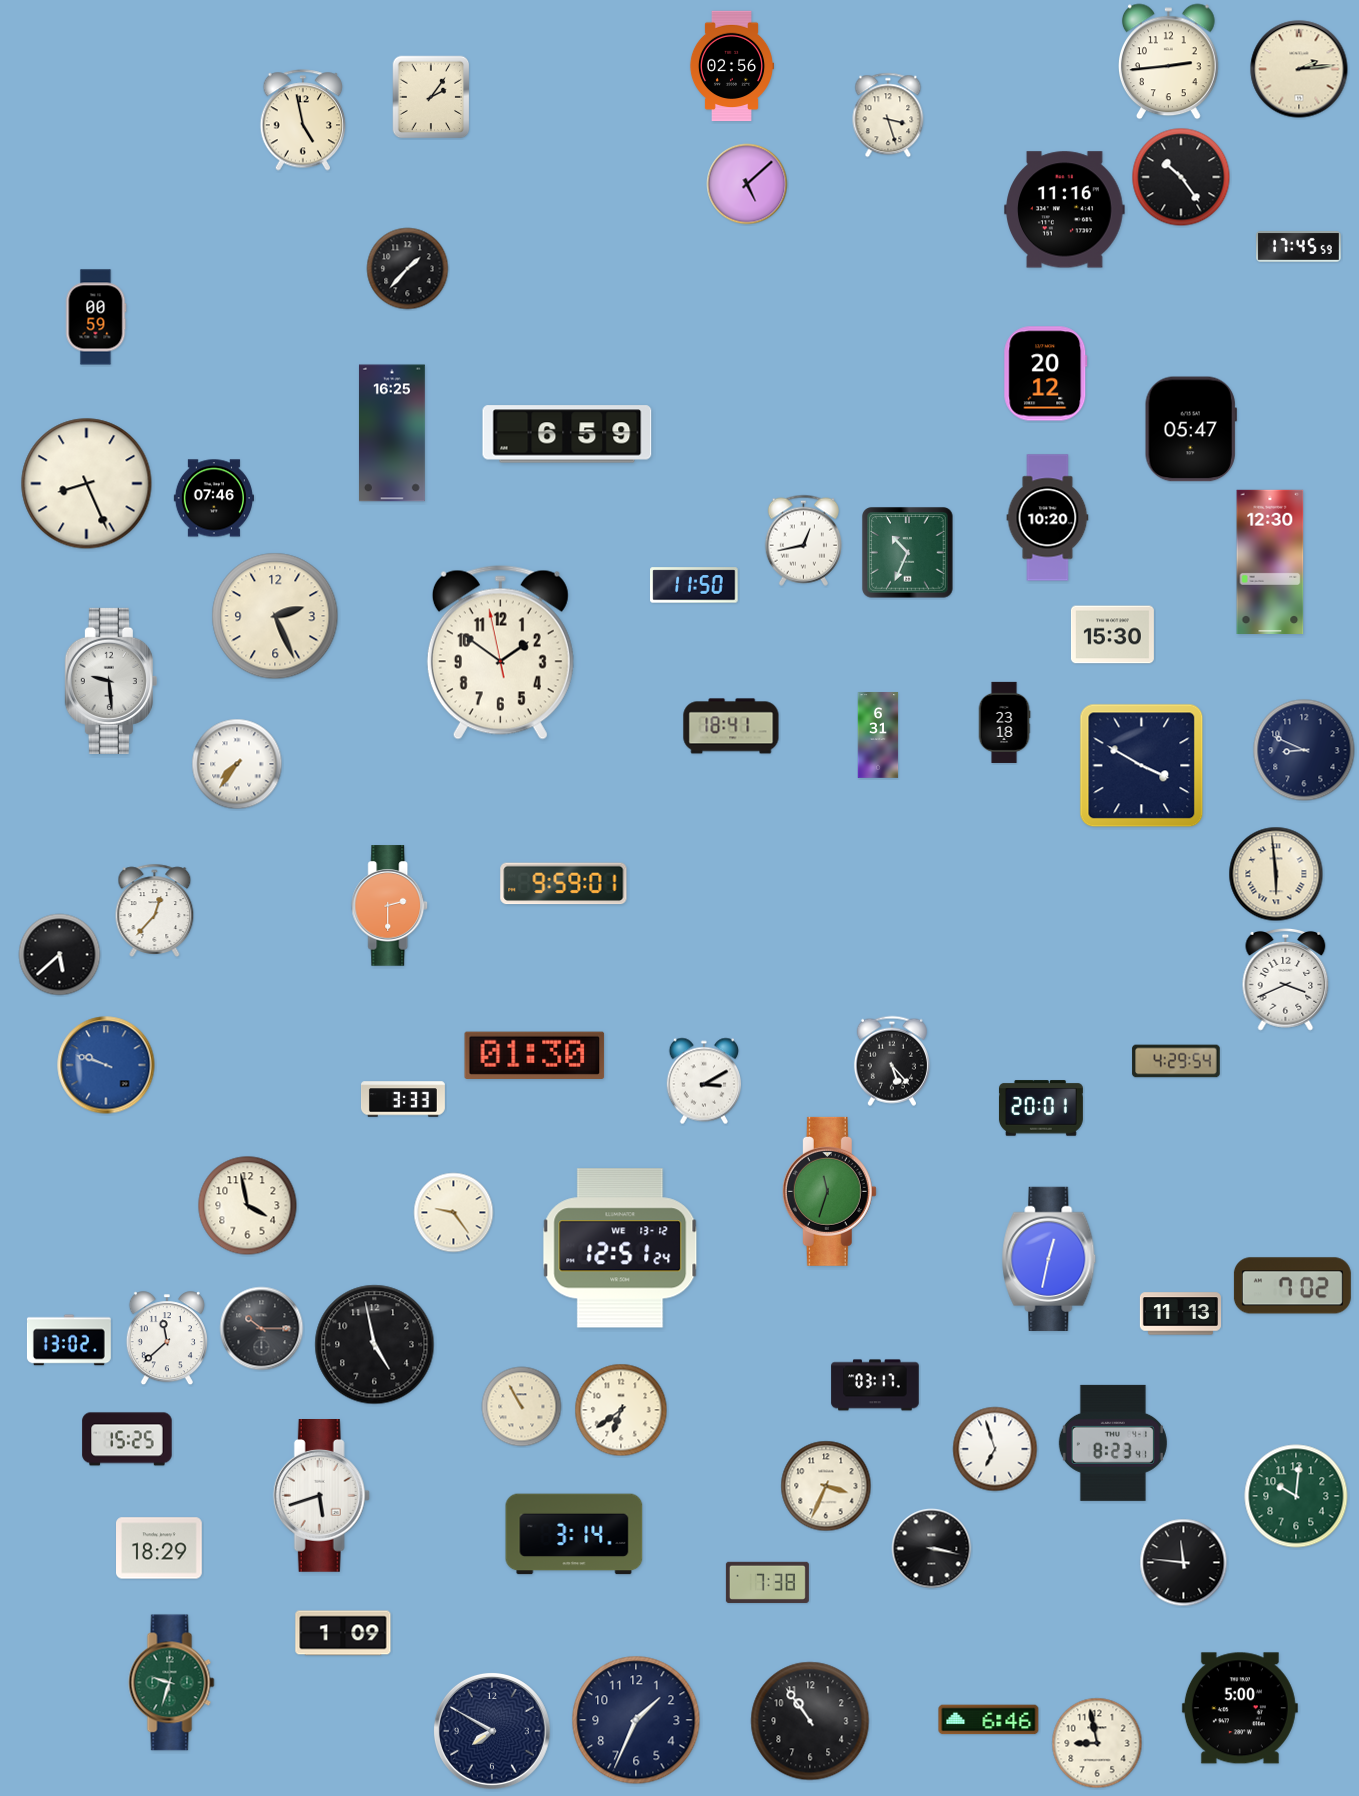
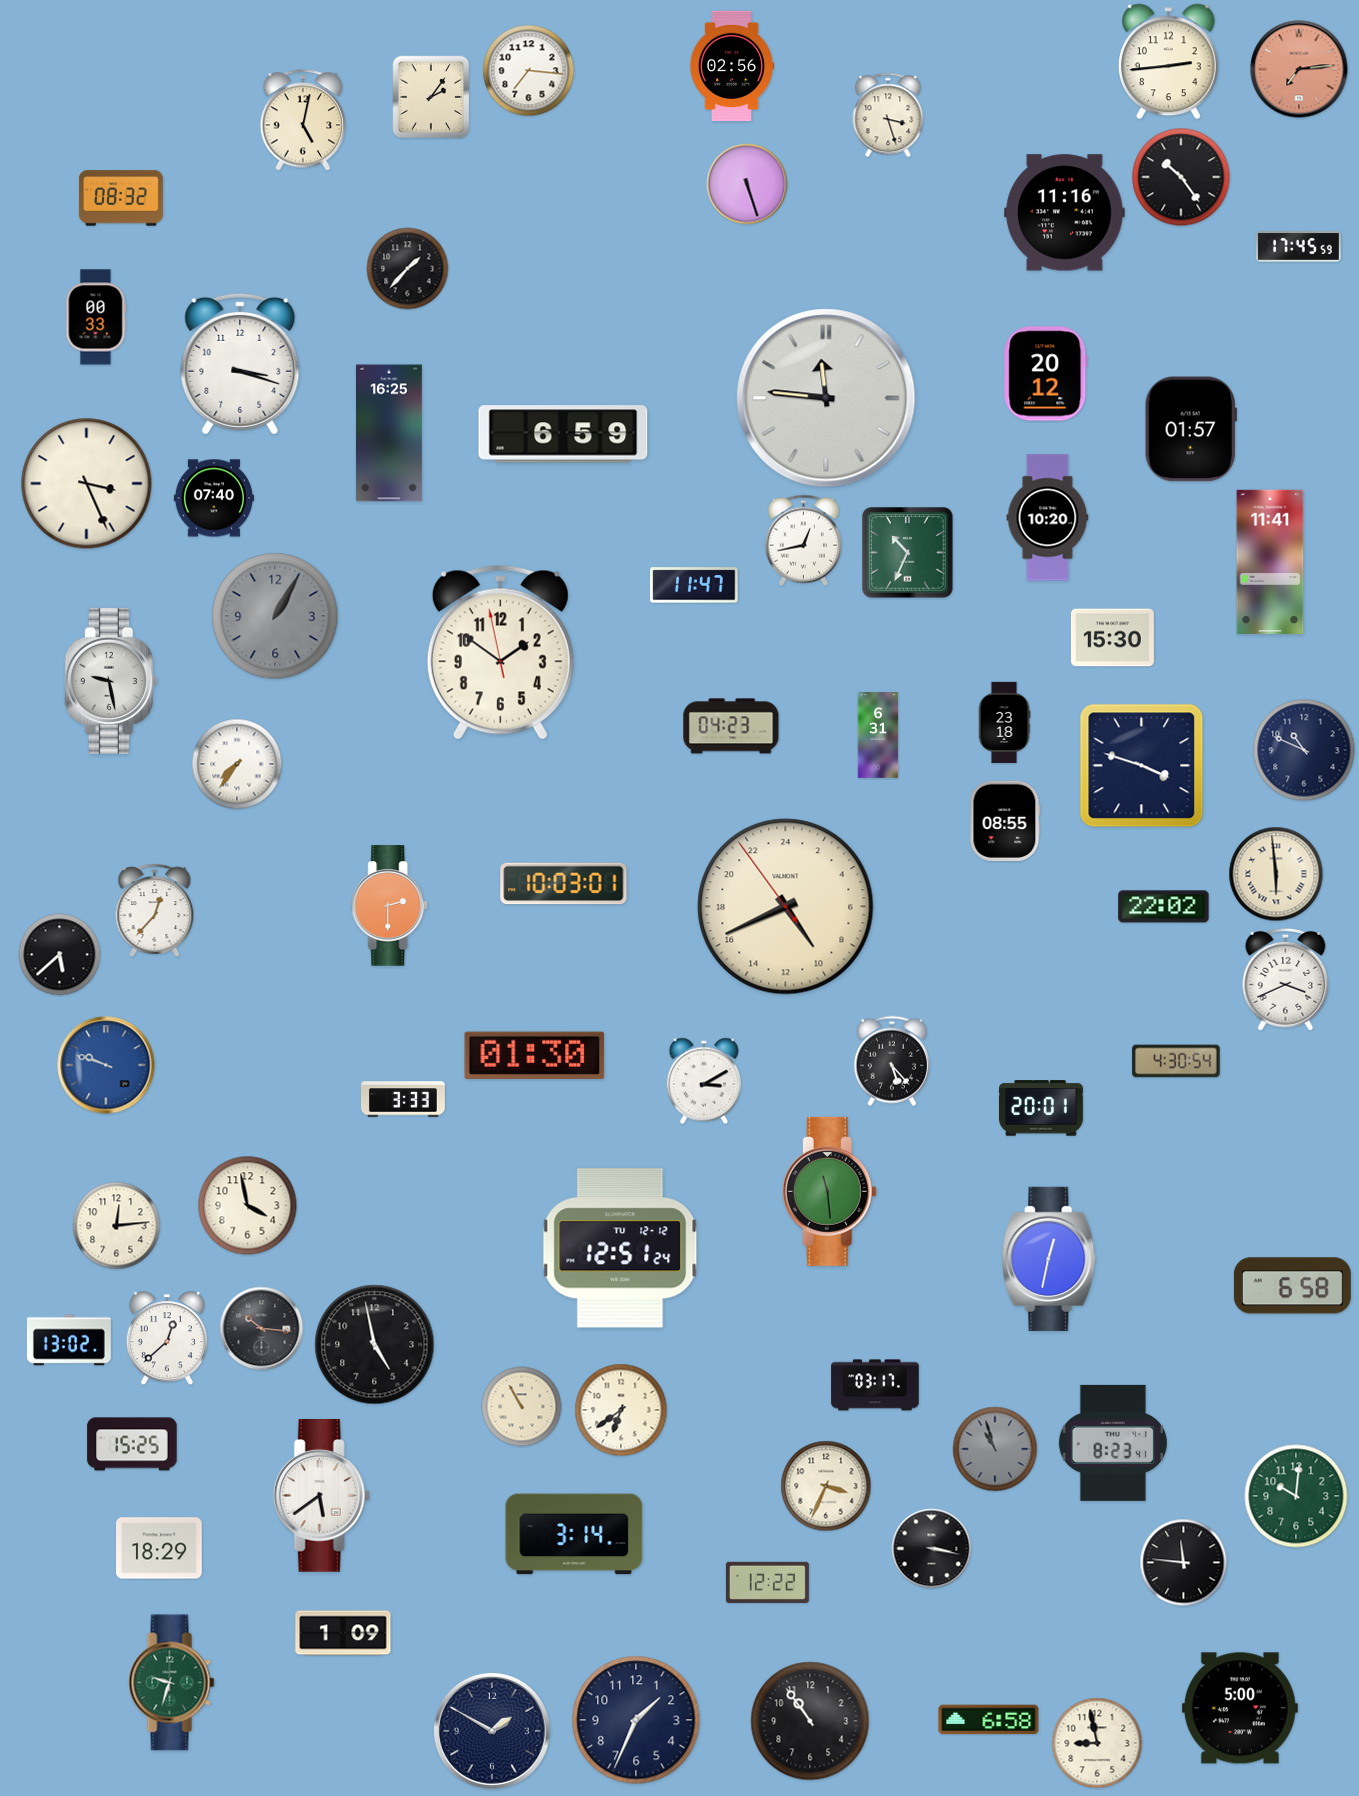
clock at (1299, 69): 2:14 -> 7:14
clock at (1299, 69) dial: cream -> salmon
clock at (529, 71): none -> 7:16
clock at (303, 120): 4:58 -> 5:02
clock at (747, 184): 5:08 -> 5:27
clock at (121, 198): none -> 08:32
clock at (1065, 210) position: (1065, 210) -> (1065, 213)
clock at (96, 317): 00:59 -> 00:33
clock at (240, 364): none -> 3:18
clock at (826, 398): none -> 11:46
clock at (1191, 429): 05:47 -> 01:57
clock at (392, 433) position: (392, 433) -> (389, 433)
clock at (567, 434) position: (567, 434) -> (563, 434)
clock at (87, 484): 8:26 -> 3:26
clock at (214, 498): 07:46 -> 07:40
clock at (1270, 561): 12:30 -> 11:41
clock at (694, 585): 11:50 -> 11:47
clock at (275, 616): 2:26 -> 1:05
clock at (275, 616) dial: cream -> grey
clock at (1112, 635) position: (1112, 635) -> (1112, 638)
clock at (111, 681): 9:29 -> 9:28
clock at (731, 726): 18:41 -> 04:23
clock at (1304, 750): 8:49 -> 10:49
clock at (1142, 766): 3:50 -> 3:48
clock at (1005, 821): none -> 08:55
clock at (564, 884): 9:59 -> 10:03
clock at (786, 907): none -> 9:40
clock at (1164, 907): none -> 22:02
clock at (1176, 1061): 4:29 -> 4:30
clock at (829, 1191): 11:33 -> 11:29
clock at (454, 1213): 9:24 -> none
clock at (117, 1226): none -> 12:14
clock at (620, 1248) date: WE 13-12 -> TU 12-12
clock at (1292, 1286): 7:02 -> 6:58
clock at (1180, 1314): 11:13 -> none
clock at (262, 1329): 10:15 -> 10:16
clock at (167, 1339): 11:38 -> 12:38
clock at (127, 1439) position: (127, 1439) -> (132, 1444)
clock at (995, 1449): 6:57 -> 10:57
clock at (995, 1449) dial: white -> grey
clock at (321, 1496): 5:42 -> 5:39
clock at (767, 1582): 7:38 -> 12:22
clock at (989, 1720): 6:46 -> 6:58
clock at (492, 1731): 7:50 -> 1:50
